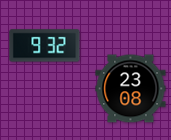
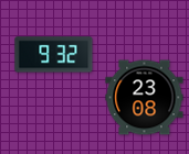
clock at (45, 46) position: (45, 46) -> (54, 55)
